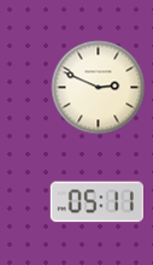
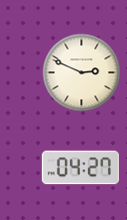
clock at (96, 202): 05:11 -> 04:27
